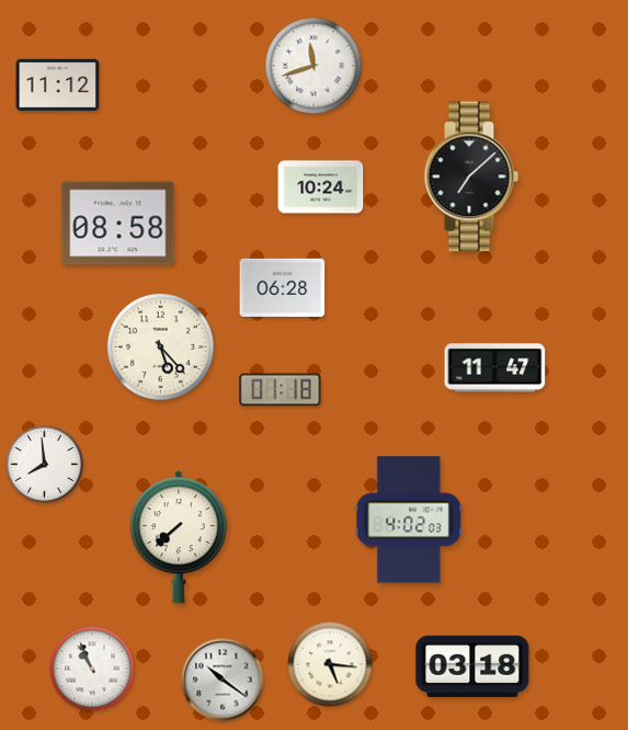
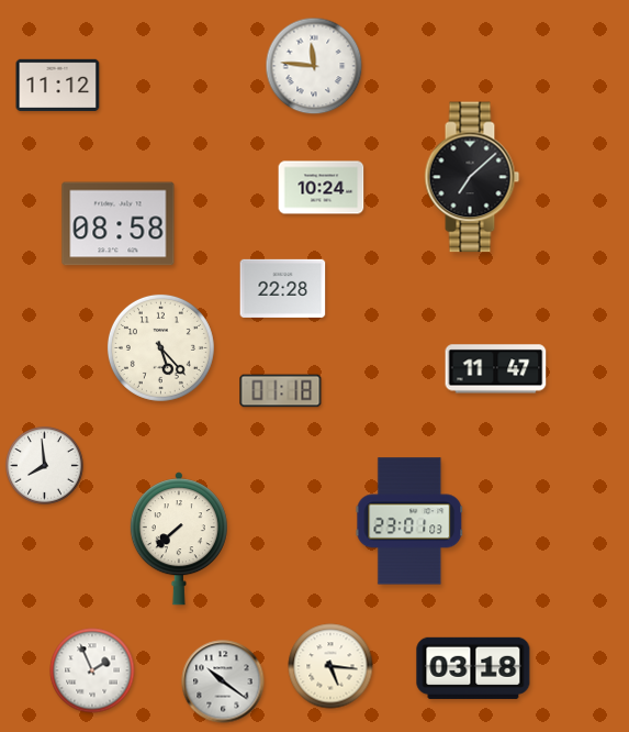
clock at (313, 66): 11:42 -> 11:46
clock at (283, 287): 06:28 -> 22:28
clock at (409, 520): 4:02 -> 23:01
clock at (92, 669): 10:56 -> 1:56
